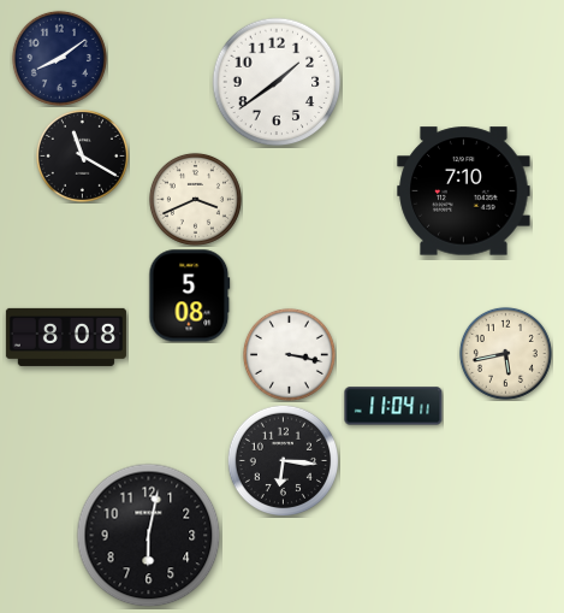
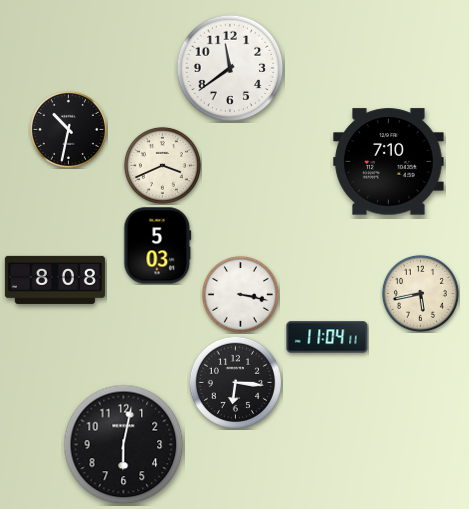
clock at (59, 58): 8:09 -> none
clock at (277, 82): 1:39 -> 11:39
clock at (82, 155): 11:20 -> 10:32
clock at (464, 191) position: (464, 191) -> (389, 162)
clock at (190, 296): 5:08 -> 5:03
